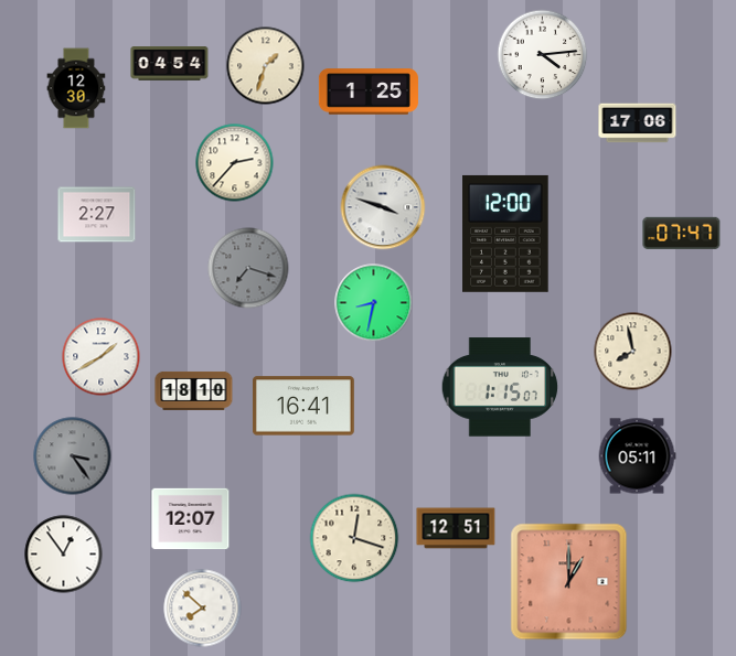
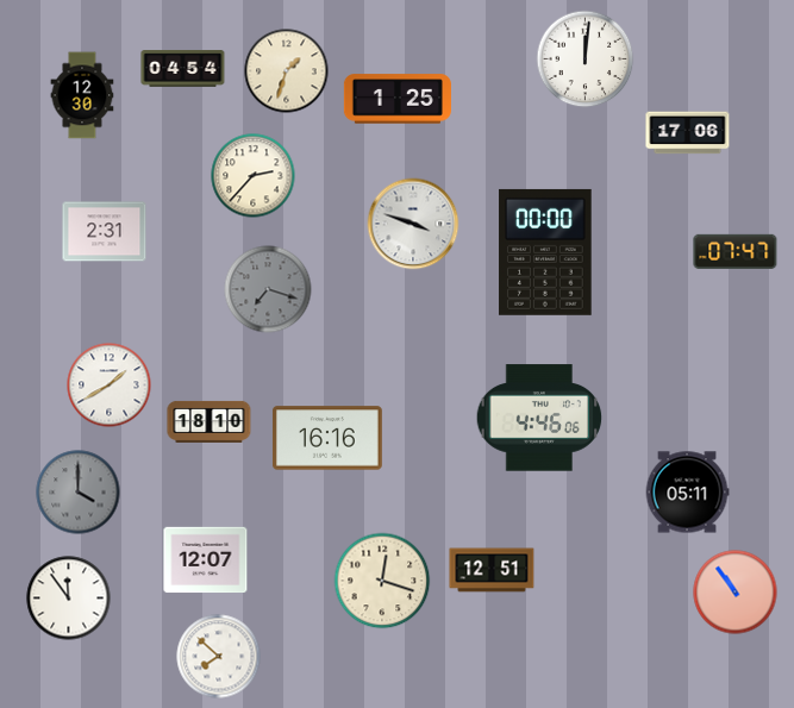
clock at (543, 55): 4:14 -> 12:01
clock at (97, 215): 2:27 -> 2:31
clock at (505, 234): 12:00 -> 00:00
clock at (374, 303): 8:32 -> none
clock at (633, 352): 7:58 -> none
clock at (500, 387): 1:15 -> 4:46
clock at (303, 406): 16:41 -> 16:16
clock at (73, 456): 3:24 -> 4:00
clock at (736, 593): none -> 10:54
clock at (64, 555): 12:54 -> 11:54
clock at (569, 582): 1:00 -> none
